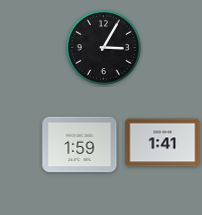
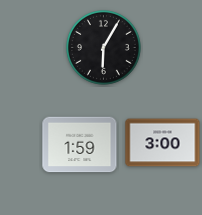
clock at (104, 48): 3:05 -> 6:05
clock at (163, 143): 1:41 -> 3:00
